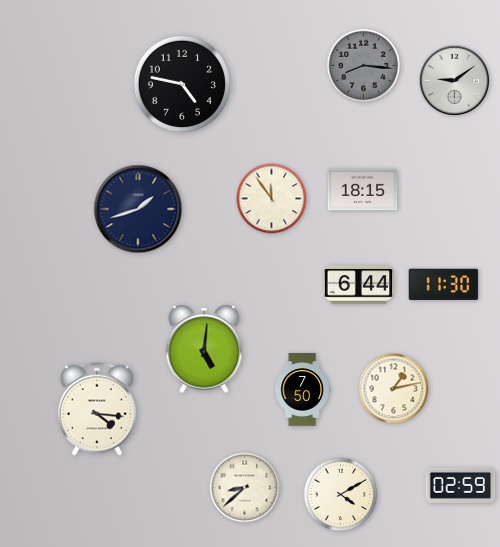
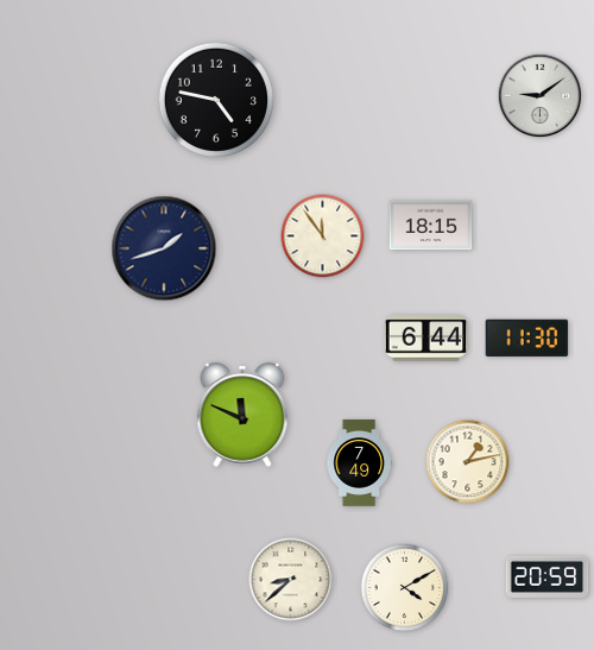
clock at (364, 66): 8:16 -> none
clock at (204, 349): 5:01 -> 11:49
clock at (302, 390): 7:50 -> 7:49
clock at (97, 409): 4:16 -> none
clock at (461, 485): 02:59 -> 20:59
